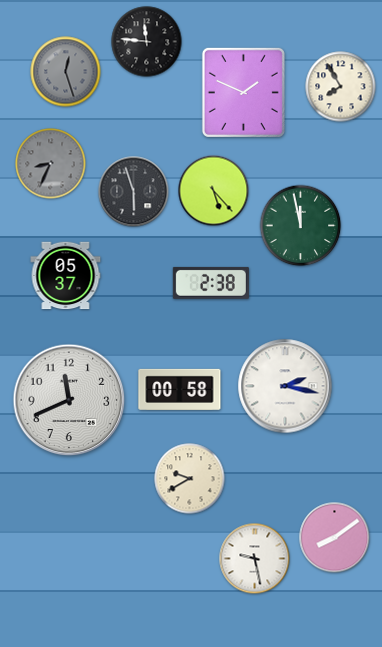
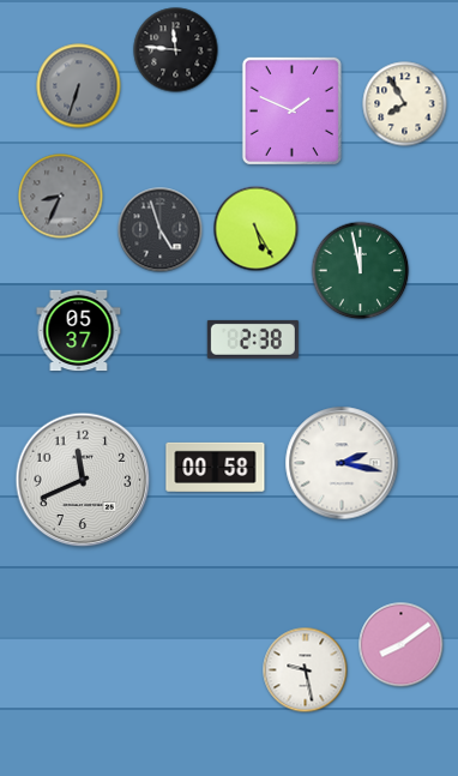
clock at (66, 72): 12:27 -> 6:33
clock at (341, 87) position: (341, 87) -> (405, 104)
clock at (214, 191): 5:23 -> 5:25
clock at (134, 192): 5:57 -> 4:57
clock at (190, 479): 9:40 -> none
